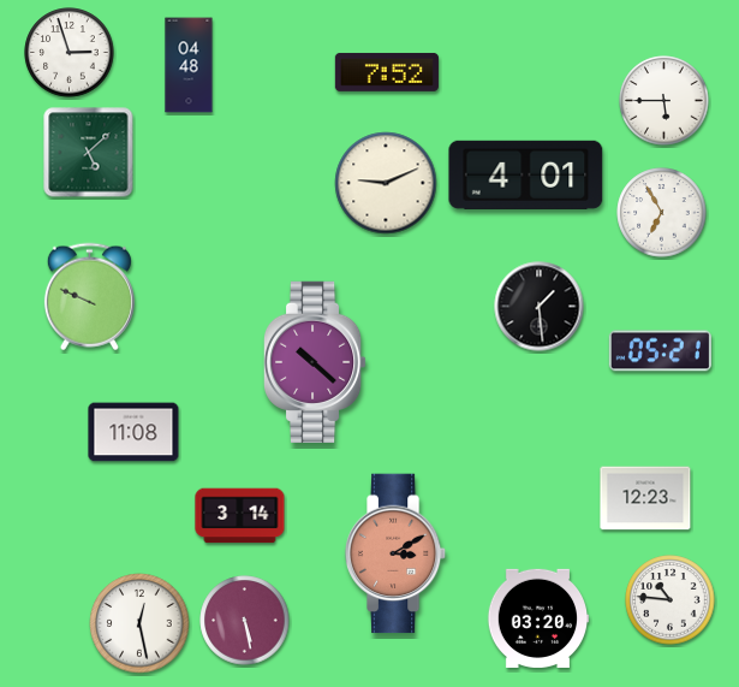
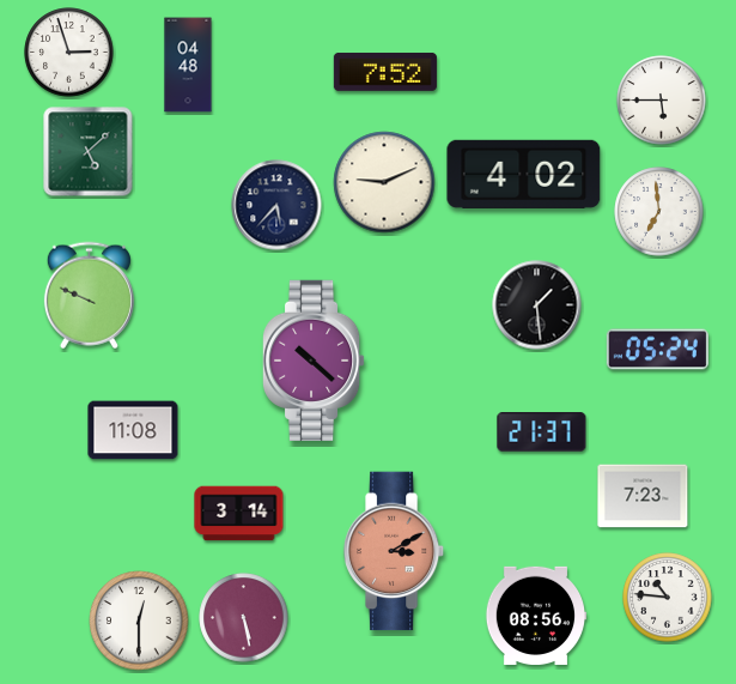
clock at (526, 174): 4:01 -> 4:02
clock at (276, 205): none -> 5:37
clock at (662, 213): 6:55 -> 6:59
clock at (660, 351): 05:21 -> 05:24
clock at (542, 432): none -> 21:37
clock at (645, 498): 12:23 -> 7:23
clock at (538, 618): 03:20 -> 08:56
clock at (139, 623): 12:28 -> 12:30
